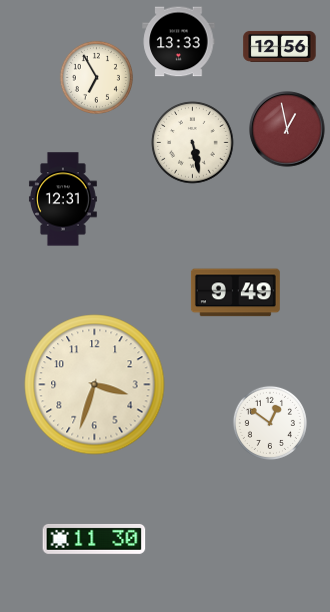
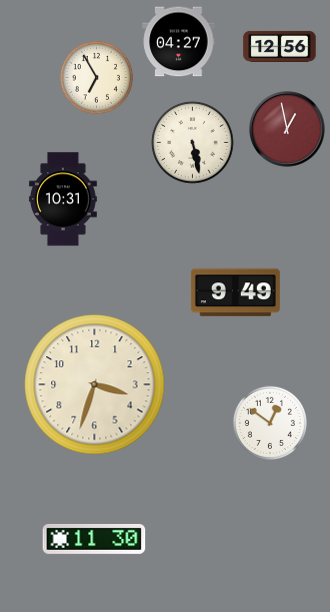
clock at (179, 42): 13:33 -> 04:27
clock at (63, 199): 12:31 -> 10:31
